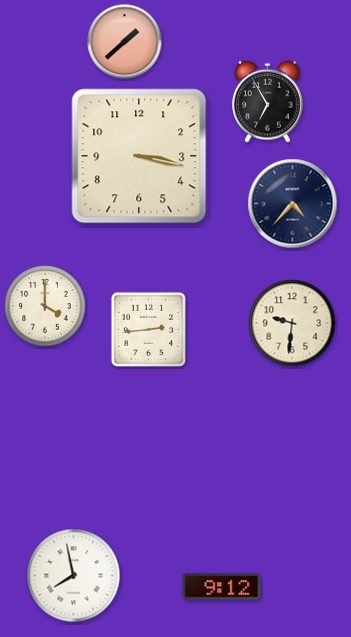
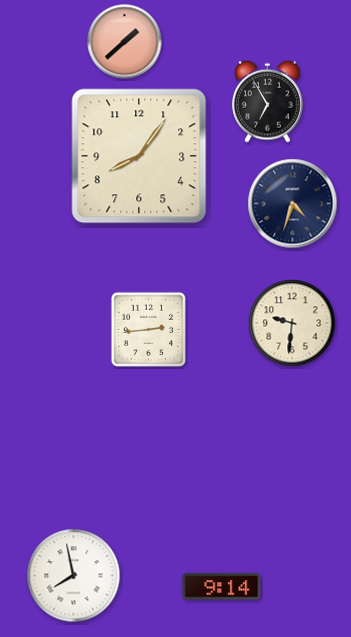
clock at (139, 156): 3:17 -> 8:06
clock at (293, 204): 4:37 -> 4:33
clock at (45, 306): 4:00 -> none
clock at (222, 587): 9:12 -> 9:14
